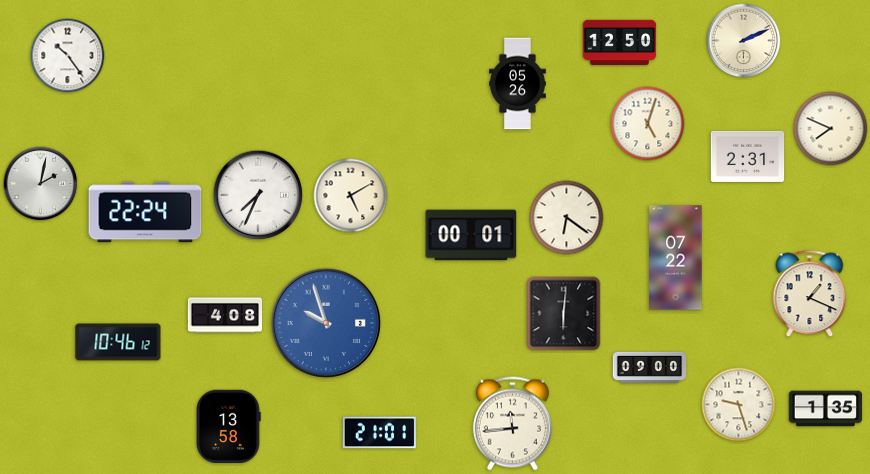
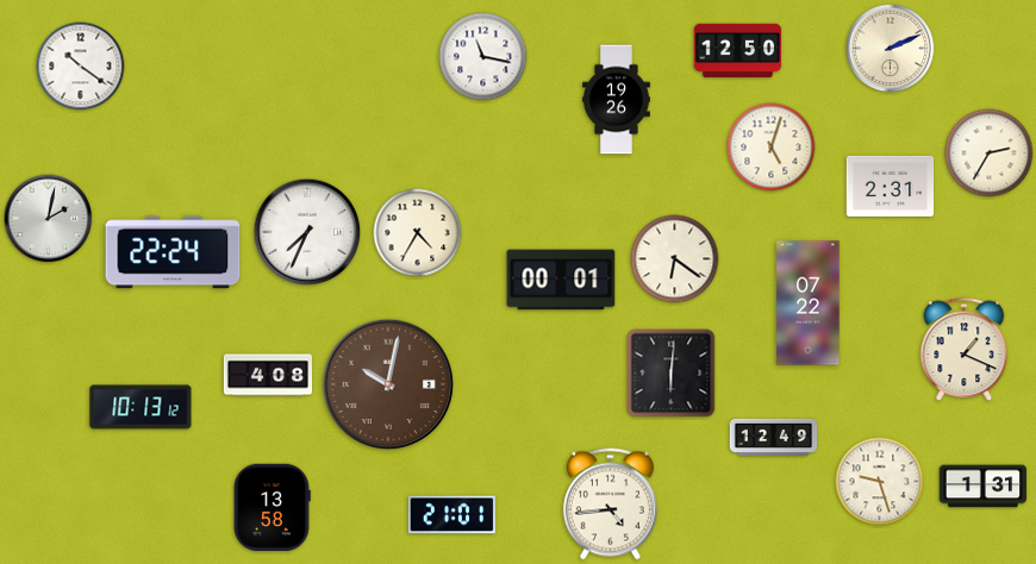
clock at (744, 41) position: (744, 41) -> (891, 49)
clock at (483, 57): none -> 11:17
clock at (68, 56): 10:24 -> 10:21
clock at (518, 84): 05:26 -> 19:26
clock at (831, 129): 7:49 -> 2:35
clock at (351, 196): 5:10 -> 4:35
clock at (676, 258) position: (676, 258) -> (809, 303)
clock at (326, 323): 9:57 -> 10:02
clock at (326, 323) dial: blue -> brown
clock at (118, 342): 10:46 -> 10:13
clock at (650, 367): 09:00 -> 12:49
clock at (826, 409): 1:35 -> 1:31
clock at (512, 424): 11:44 -> 4:44
